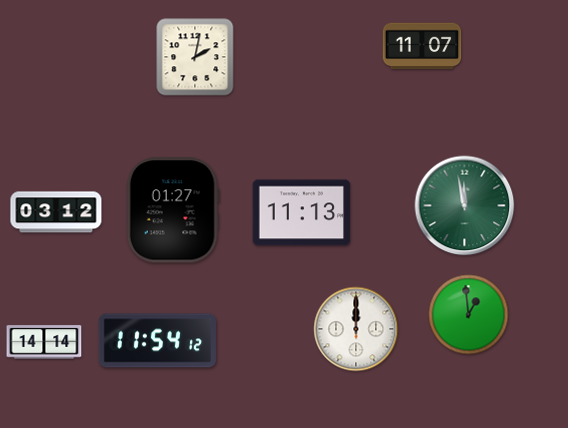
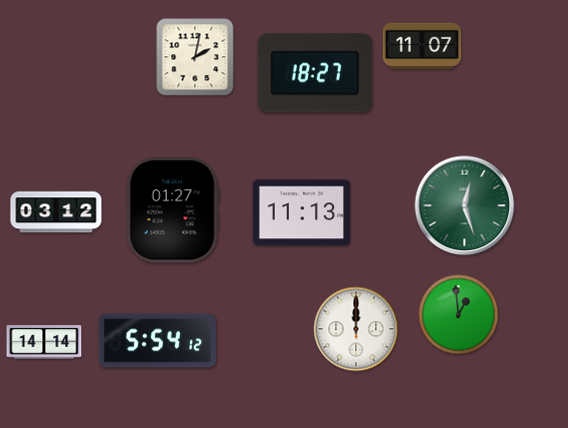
clock at (315, 73): none -> 18:27
clock at (465, 206): 11:58 -> 12:27
clock at (469, 315) position: (469, 315) -> (459, 315)
clock at (157, 341): 11:54 -> 5:54
